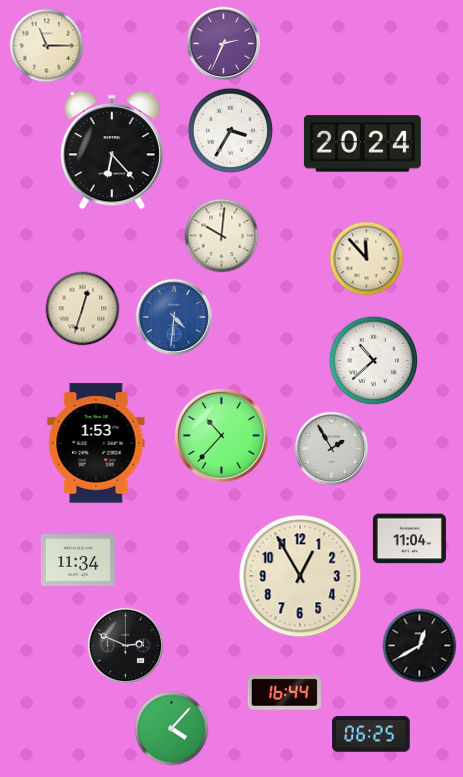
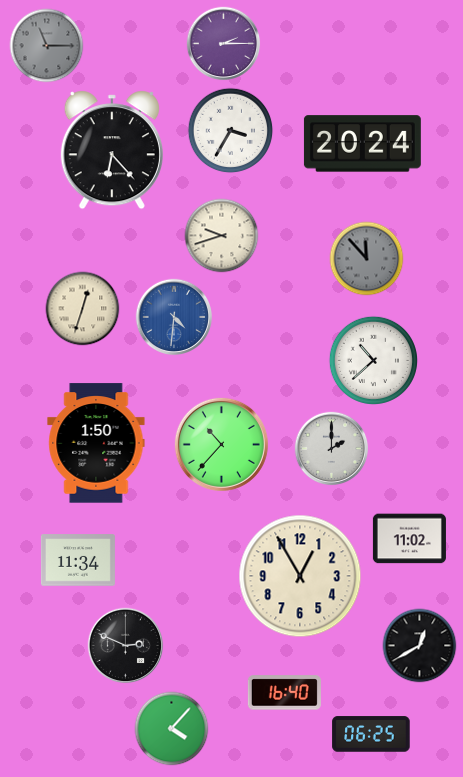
clock at (224, 44): 2:34 -> 2:15
clock at (47, 46) dial: cream -> grey
clock at (222, 236): 10:01 -> 9:42
clock at (367, 259) dial: cream -> grey
clock at (221, 435) position: (221, 435) -> (221, 444)
clock at (96, 443): 1:53 -> 1:50
clock at (332, 449): 1:55 -> 2:00
clock at (409, 539): 11:04 -> 11:02
clock at (284, 693): 16:44 -> 16:40
